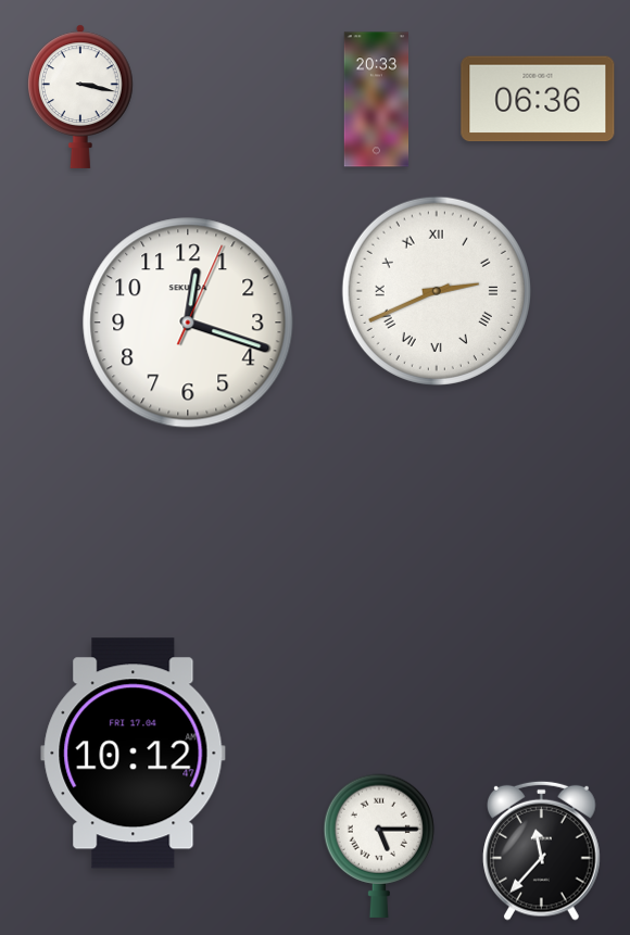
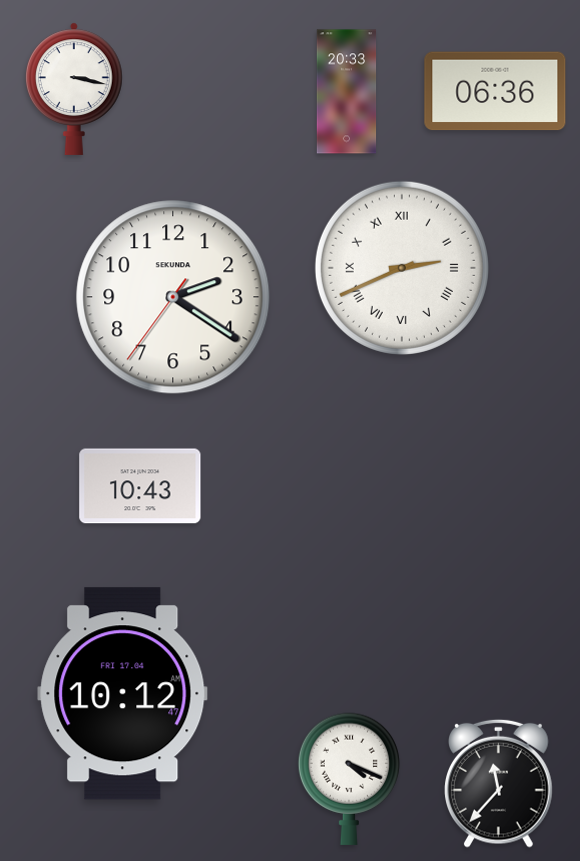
clock at (188, 323): 12:18 -> 2:20
clock at (140, 486): none -> 10:43
clock at (379, 846): 5:15 -> 4:19
